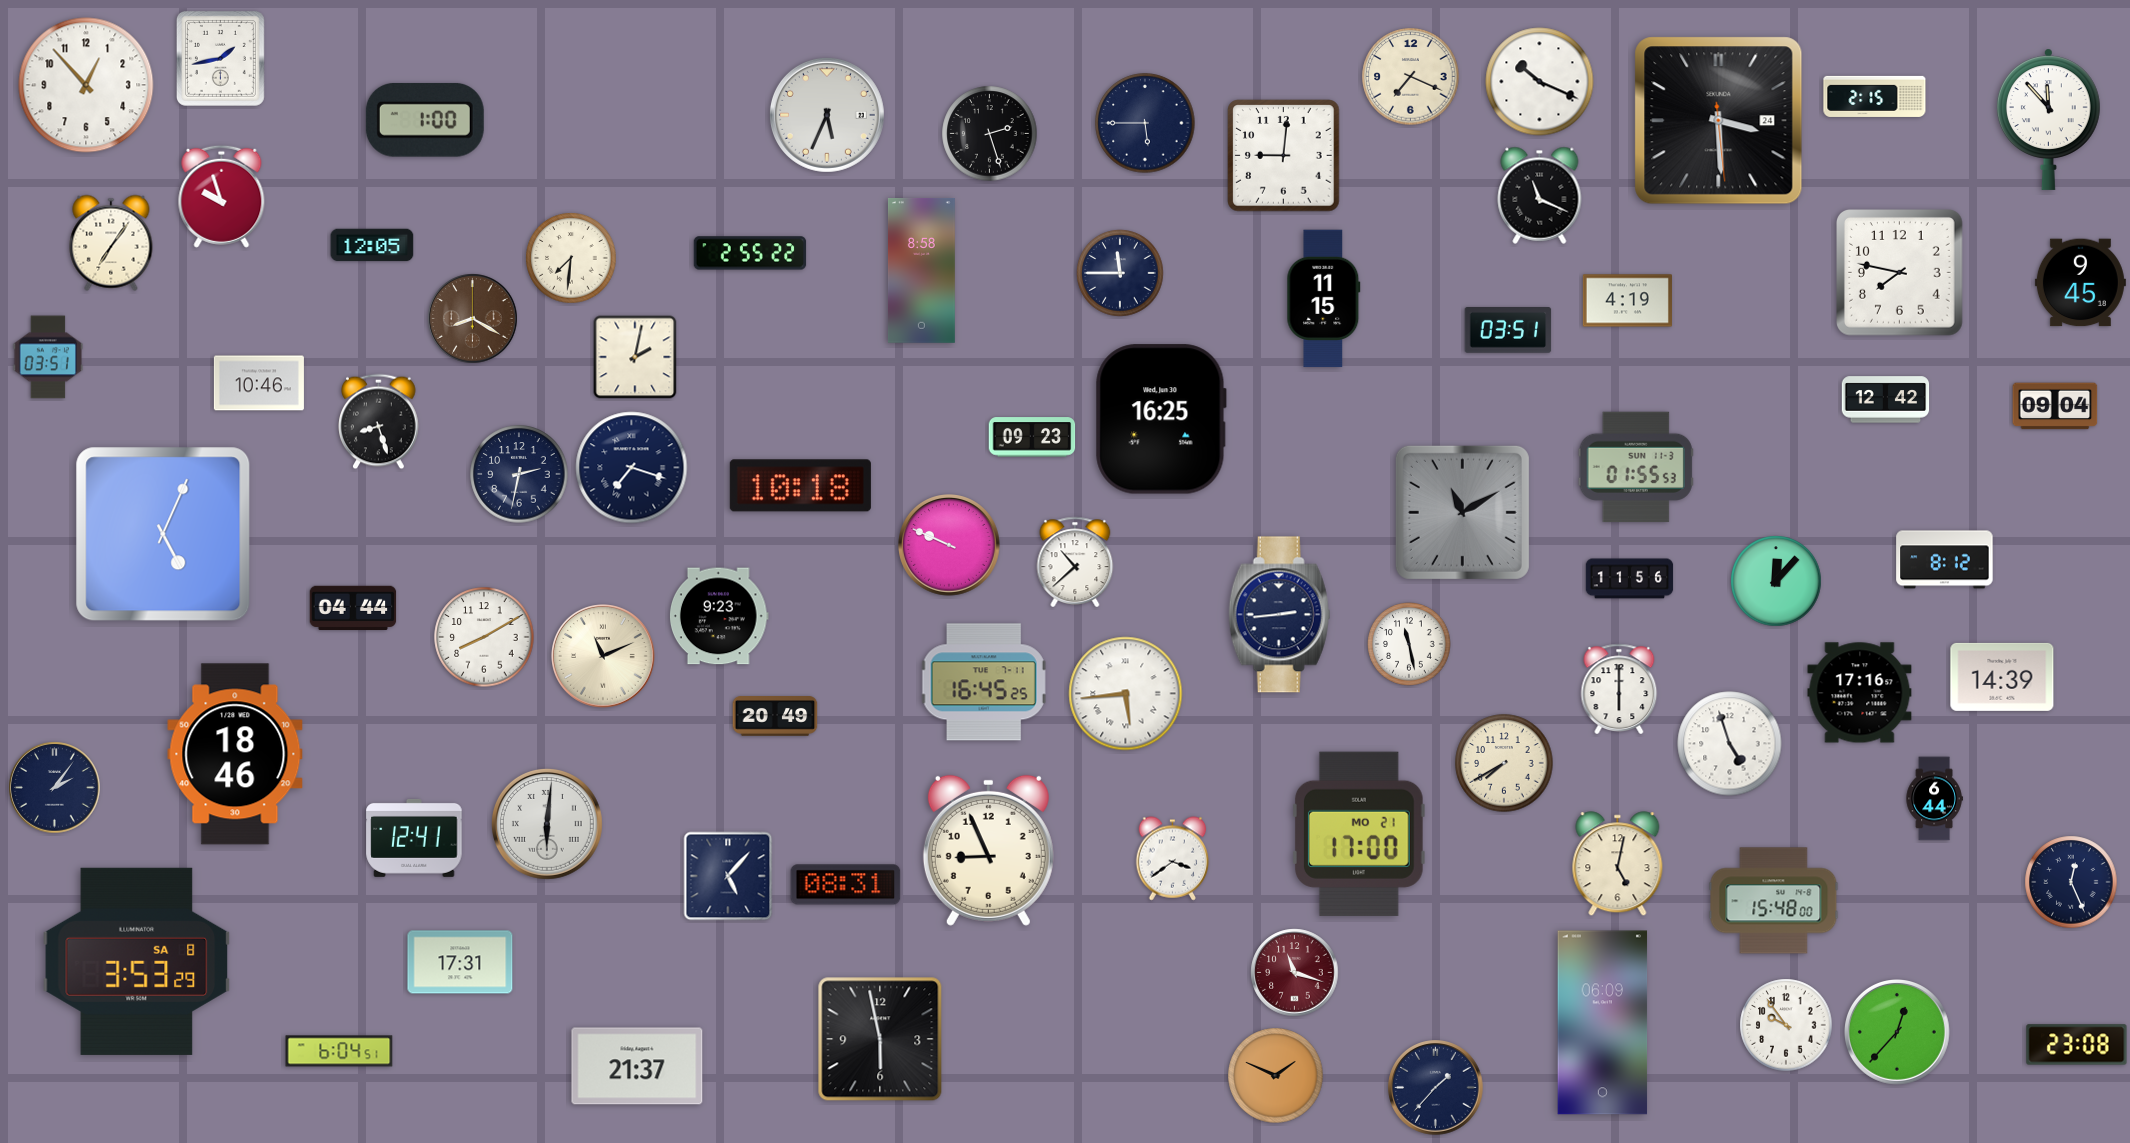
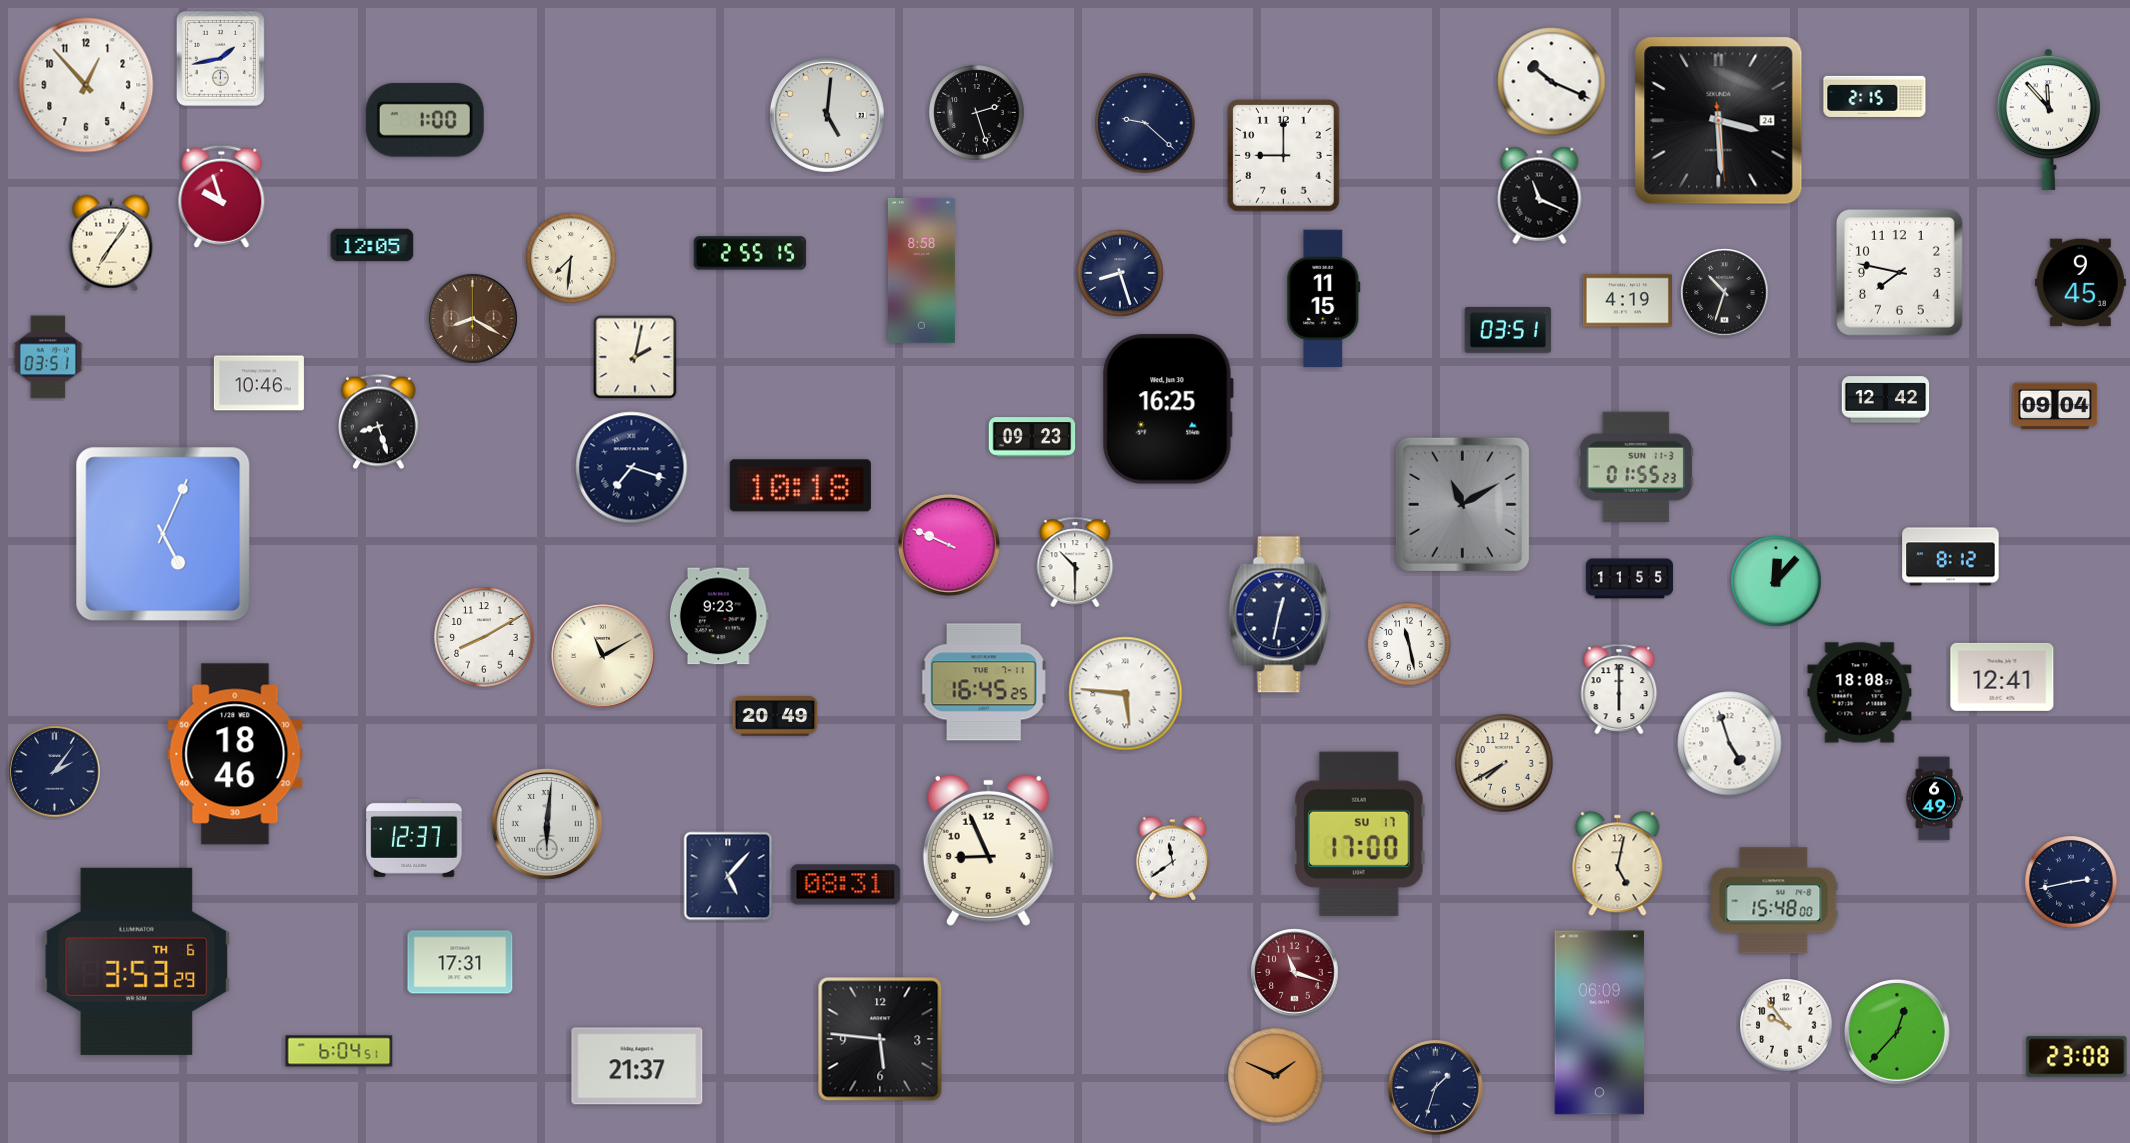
clock at (1411, 77): 7:19 -> none
clock at (1540, 82) position: (1540, 82) -> (1552, 82)
clock at (827, 115): 5:34 -> 5:01
clock at (1145, 123): 5:45 -> 9:22
clock at (990, 134) position: (990, 134) -> (977, 113)
clock at (1284, 156): 9:01 -> 9:00
clock at (750, 253): 2:55:22 -> 2:55:15
clock at (1120, 273): 11:45 -> 8:27
clock at (1725, 293): none -> 10:33
clock at (1161, 419) position: (1161, 419) -> (1168, 409)
clock at (1636, 467): 01:55:53 -> 01:55:23
clock at (519, 474): 2:32 -> none
clock at (1462, 512) position: (1462, 512) -> (1462, 504)
clock at (1945, 560) position: (1945, 560) -> (1951, 557)
clock at (1075, 561): 10:38 -> 10:30
clock at (1630, 579): 11:56 -> 11:55
clock at (353, 608): 04:44 -> none
clock at (1280, 615): 2:44 -> 12:32
clock at (604, 657): 11:11 -> 11:10
clock at (2002, 677): 14:39 -> 12:41
clock at (1860, 693): 17:16 -> 18:08
clock at (1126, 694): 5:44 -> 5:46
clock at (55, 788) position: (55, 788) -> (55, 772)
clock at (1934, 799): 6:44 -> 6:49
clock at (1359, 834) date: MO 21 -> SU 17
clock at (414, 838): 12:41 -> 12:37
clock at (1173, 859): 3:39 -> 11:39
clock at (2071, 882): 12:26 -> 2:43
clock at (137, 961) date: SA 8 -> TH 6
clock at (1603, 1023) position: (1603, 1023) -> (1600, 1023)
clock at (880, 1039): 5:58 -> 5:46
clock at (2077, 1045) position: (2077, 1045) -> (2077, 1057)
clock at (1436, 1088): 1:37 -> 1:33
